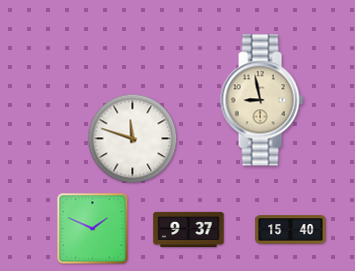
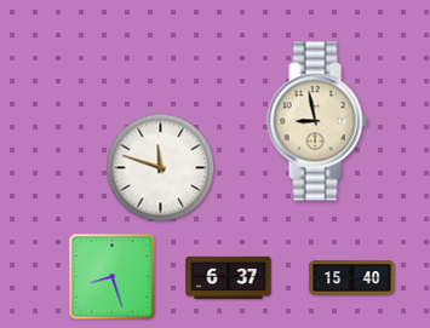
clock at (93, 229): 1:49 -> 8:27
clock at (189, 229): 9:37 -> 6:37
